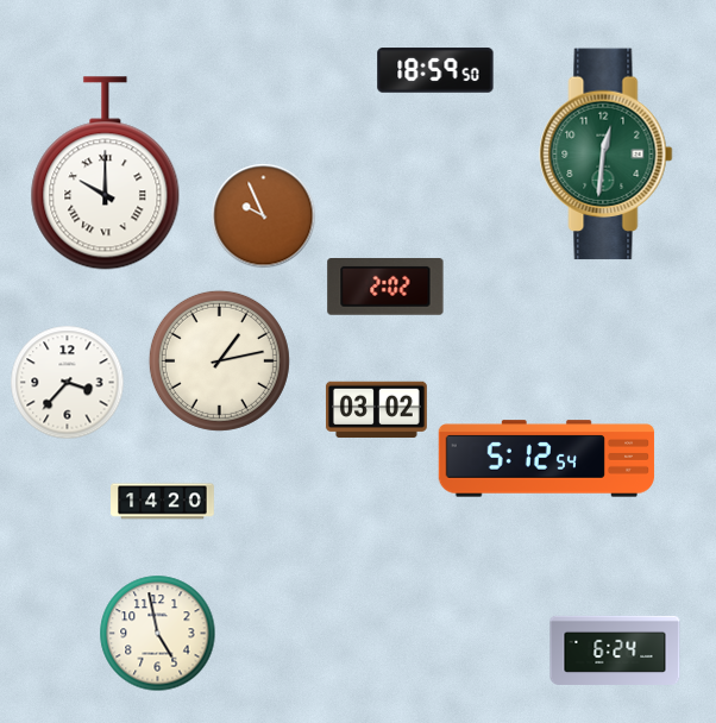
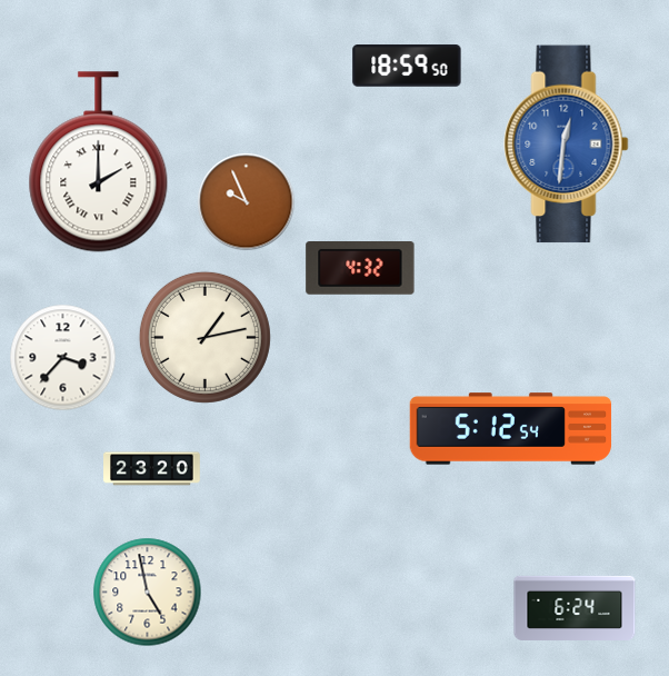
clock at (607, 155) dial: green -> blue
clock at (106, 174): 10:00 -> 2:00
clock at (385, 288): 2:02 -> 4:32
clock at (376, 410): 03:02 -> none
clock at (163, 502): 14:20 -> 23:20
